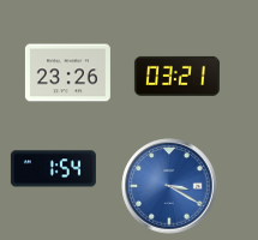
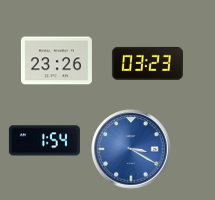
clock at (176, 76): 03:21 -> 03:23
clock at (169, 186) position: (169, 186) -> (131, 149)
